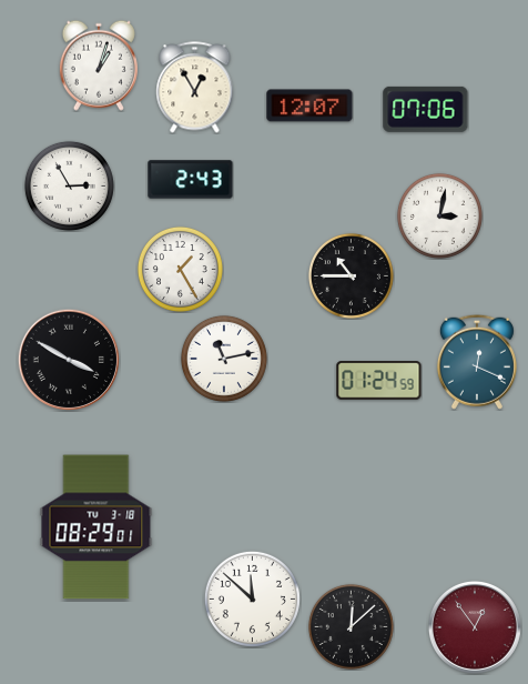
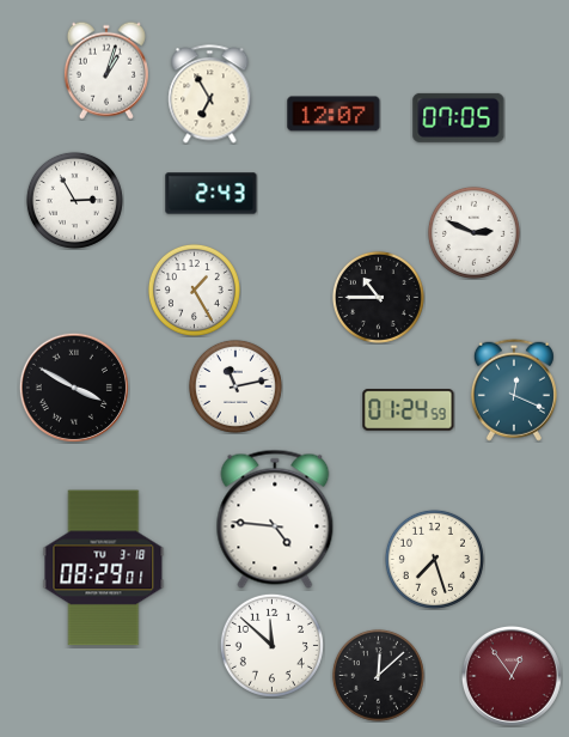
clock at (195, 88): 12:55 -> 6:55
clock at (426, 109): 07:06 -> 07:05
clock at (191, 180) position: (191, 180) -> (212, 194)
clock at (439, 215): 3:02 -> 2:49
clock at (224, 359) position: (224, 359) -> (235, 386)
clock at (275, 519): none -> 4:46
clock at (434, 559): none -> 7:27
